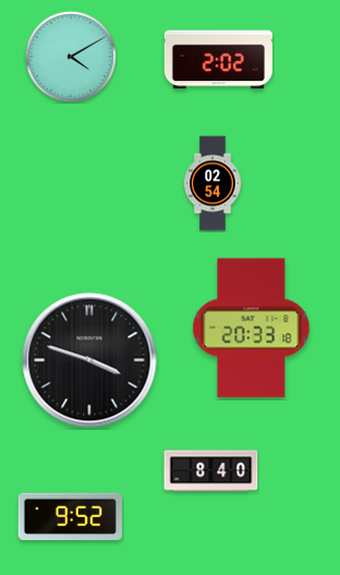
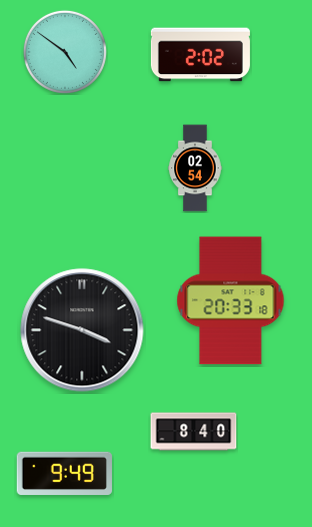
clock at (71, 57): 4:10 -> 4:51
clock at (70, 516): 9:52 -> 9:49
